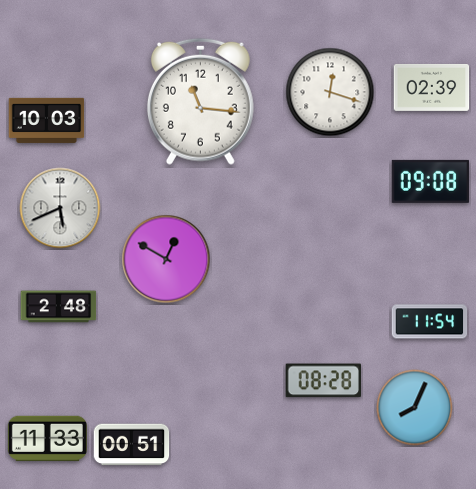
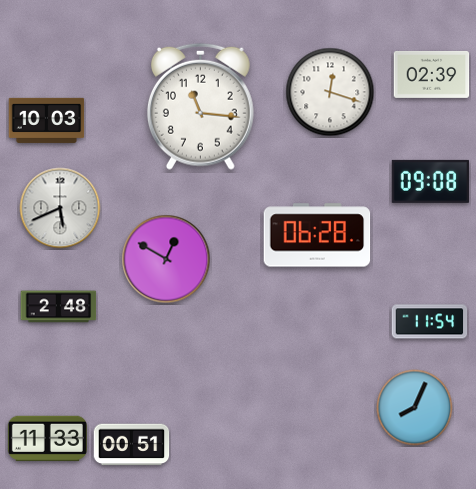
clock at (432, 87) position: (432, 87) -> (432, 74)
clock at (200, 101) position: (200, 101) -> (200, 106)
clock at (317, 235): none -> 06:28
clock at (323, 381): 08:28 -> none
